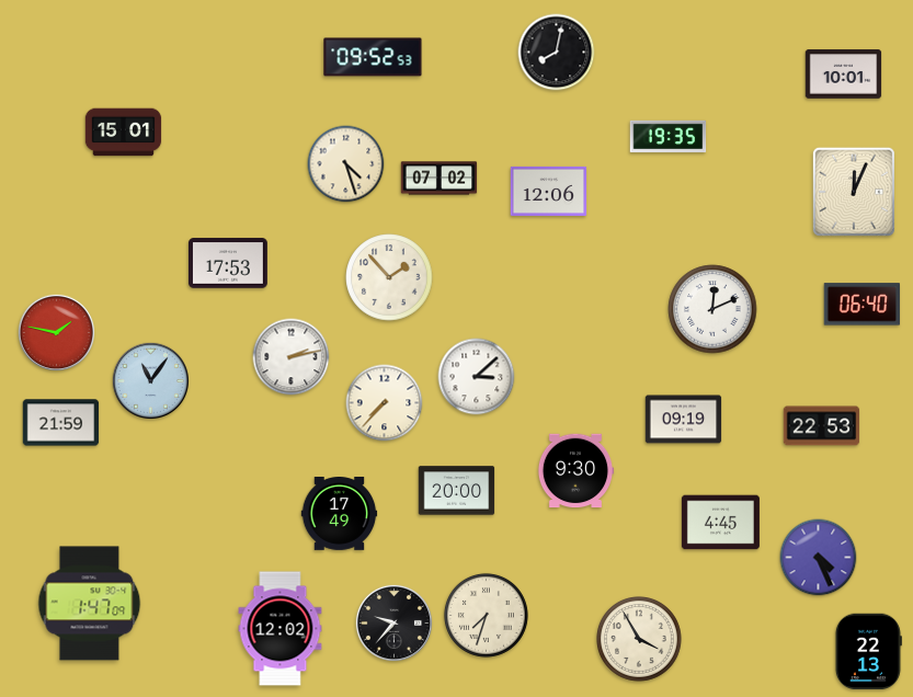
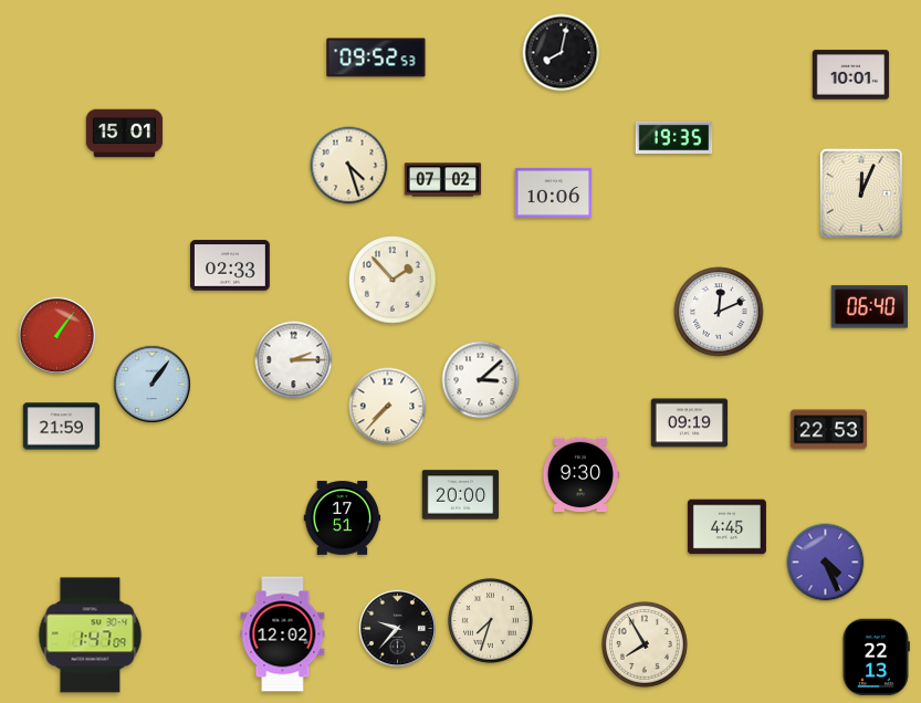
clock at (549, 191): 12:06 -> 10:06
clock at (228, 263): 17:53 -> 02:33
clock at (56, 332): 1:47 -> 1:06
clock at (292, 357): 2:13 -> 2:15
clock at (150, 380): 11:06 -> 1:06
clock at (340, 514): 17:49 -> 17:51
clock at (90, 604) position: (90, 604) -> (91, 636)
clock at (640, 640): 3:55 -> 7:55
